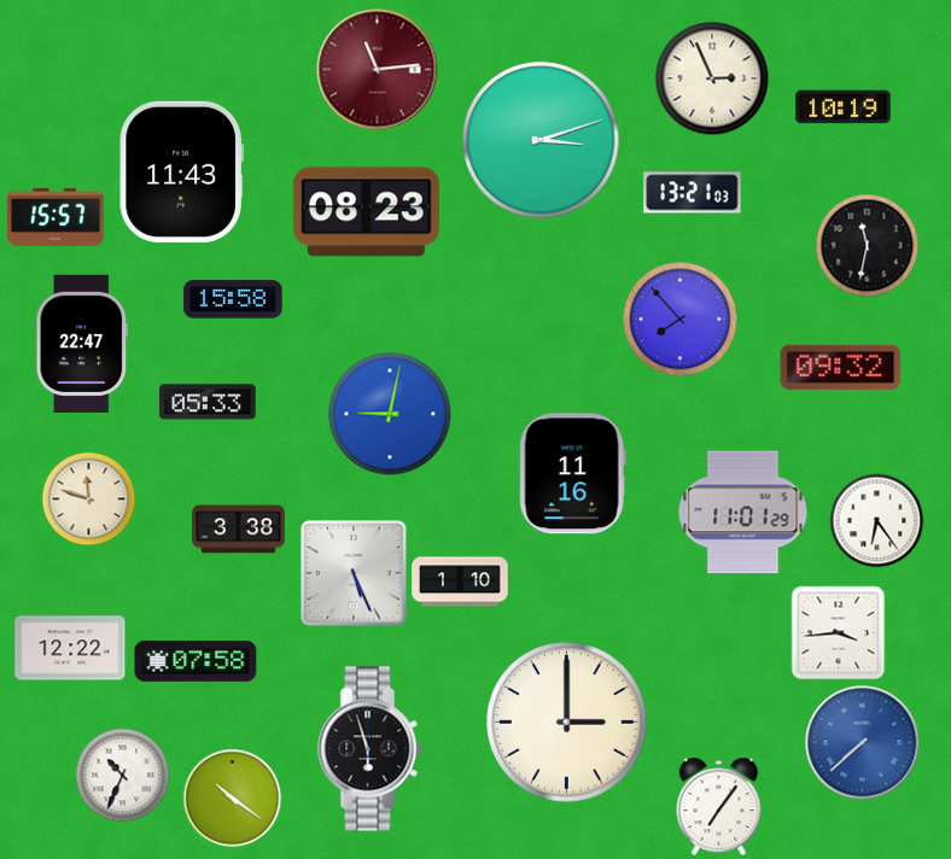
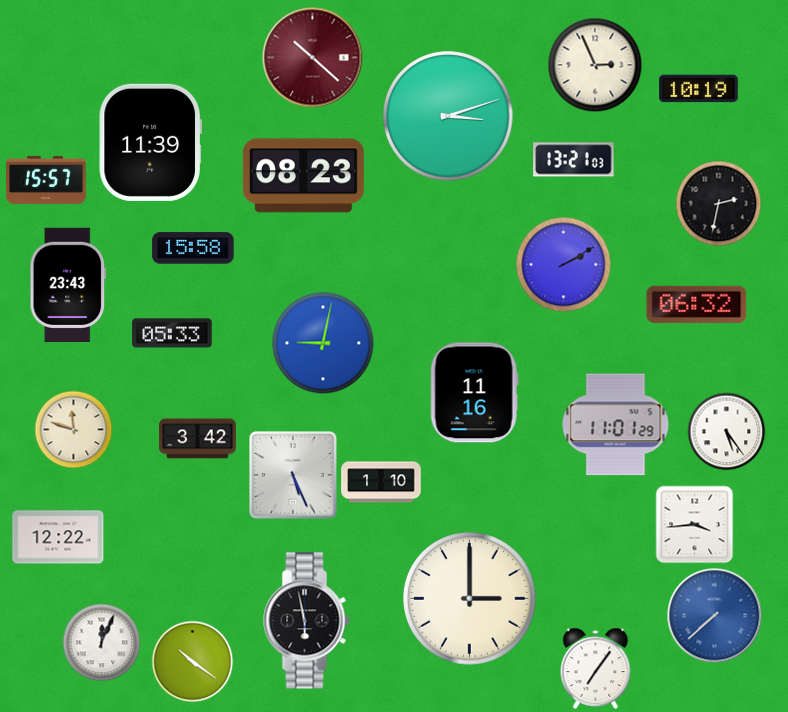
clock at (378, 70): 11:14 -> 10:22
clock at (712, 78) position: (712, 78) -> (595, 65)
clock at (181, 171): 11:43 -> 11:39
clock at (867, 245): 11:32 -> 2:32
clock at (679, 319): 7:53 -> 2:10
clock at (82, 344): 22:47 -> 23:43
clock at (841, 367): 09:32 -> 06:32
clock at (88, 498) position: (88, 498) -> (73, 429)
clock at (876, 520): 6:24 -> 5:24
clock at (239, 530): 3:38 -> 3:42
clock at (196, 661): 07:58 -> none
clock at (371, 749): 5:57 -> 5:58
clock at (122, 775): 10:34 -> 12:04
